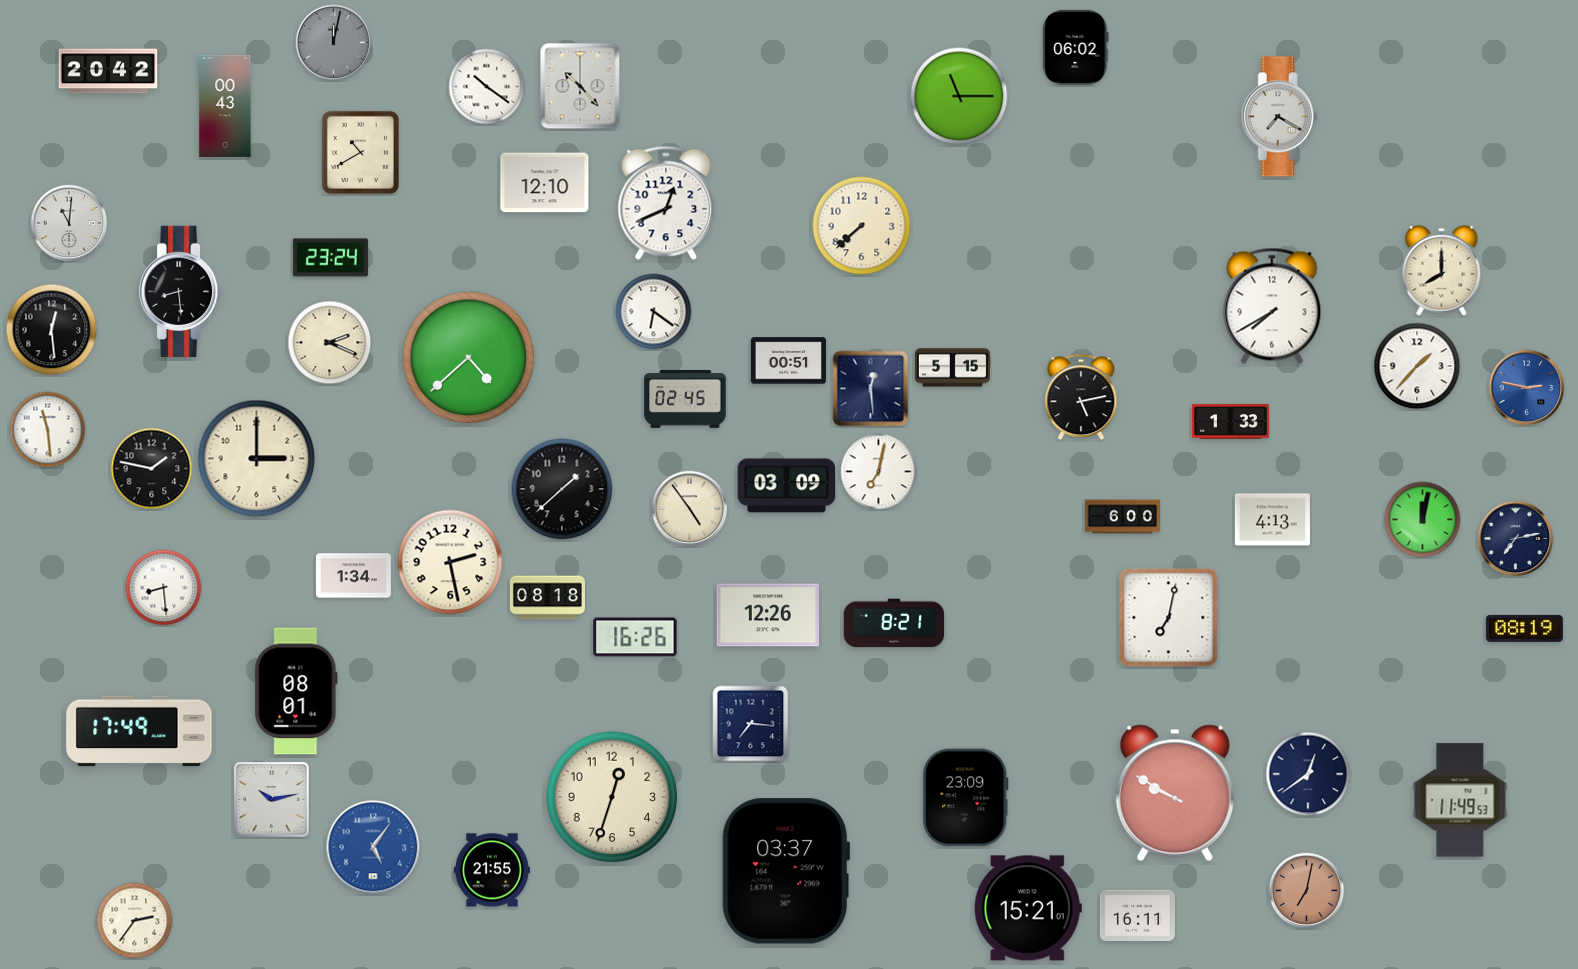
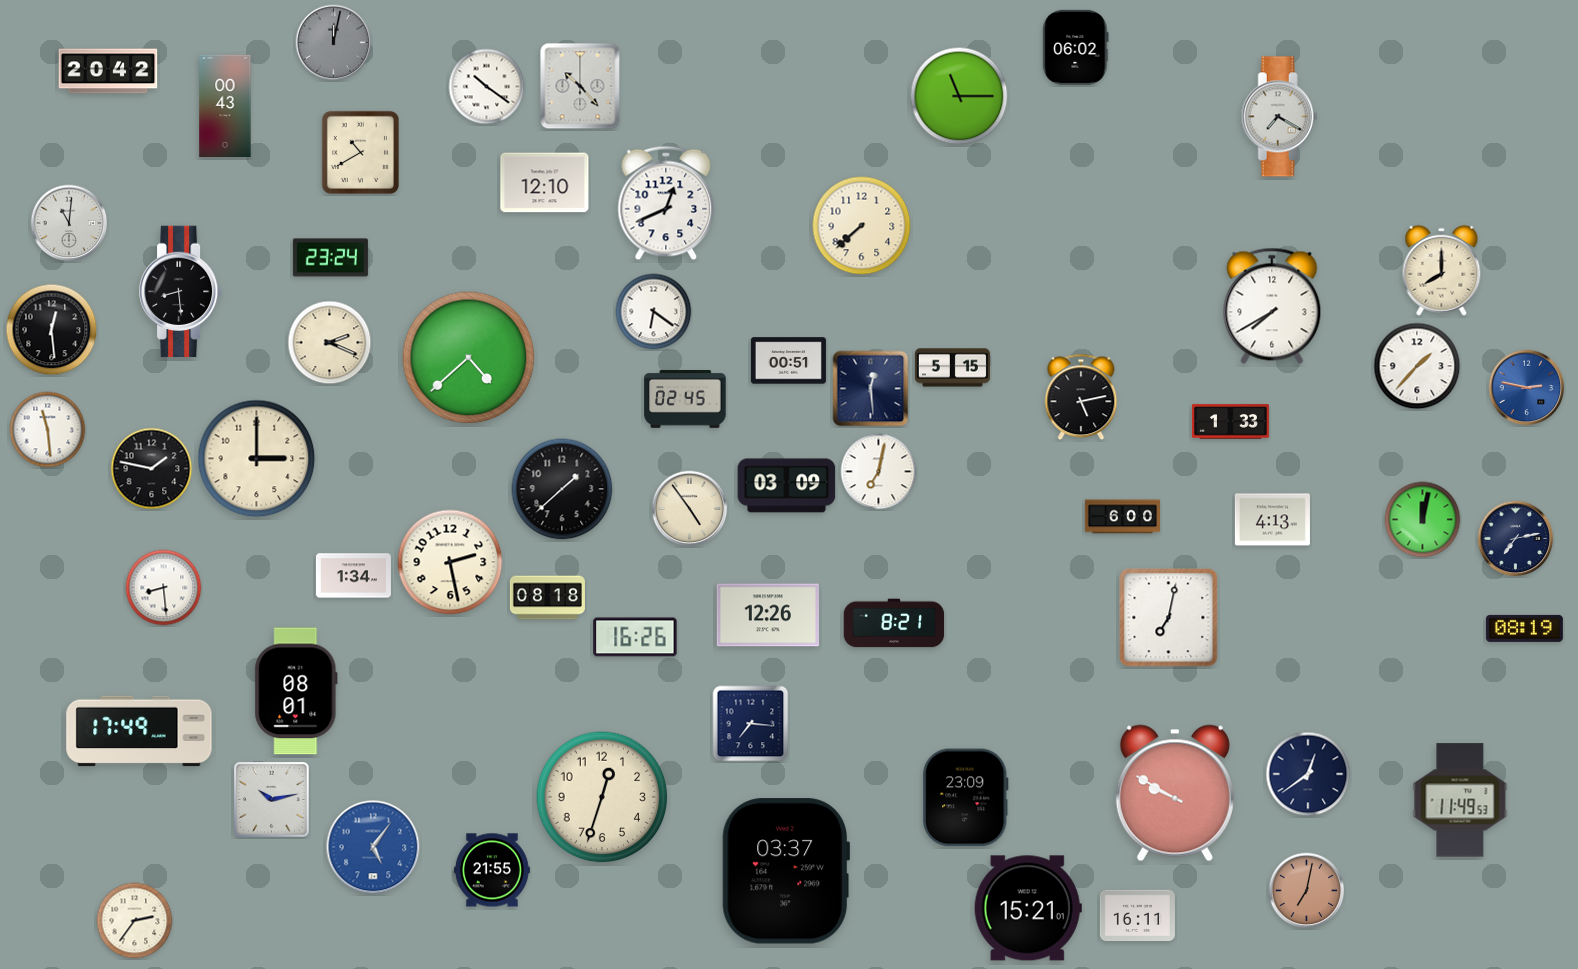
clock at (612, 797) position: (612, 797) -> (602, 797)
